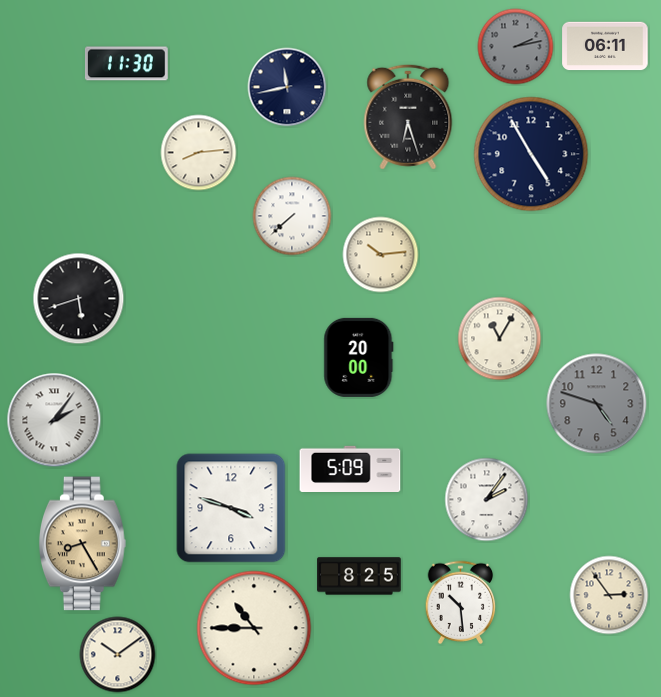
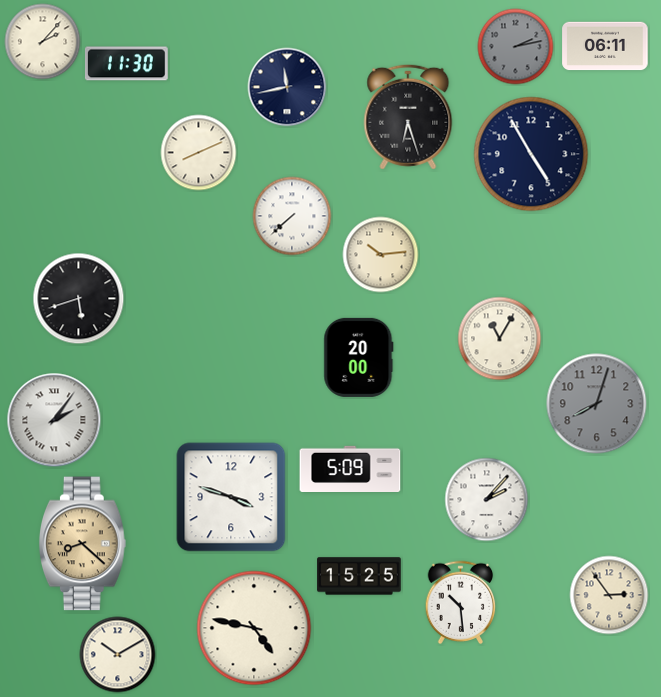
clock at (43, 42): none -> 2:07
clock at (199, 153): 8:14 -> 8:11
clock at (597, 404): 4:48 -> 8:03
clock at (487, 500): 2:06 -> 2:07
clock at (231, 508) position: (231, 508) -> (231, 497)
clock at (82, 544): 8:25 -> 8:22
clock at (359, 576): 8:25 -> 15:25
clock at (254, 628): 10:45 -> 4:47
clock at (118, 655): 10:09 -> 10:10
